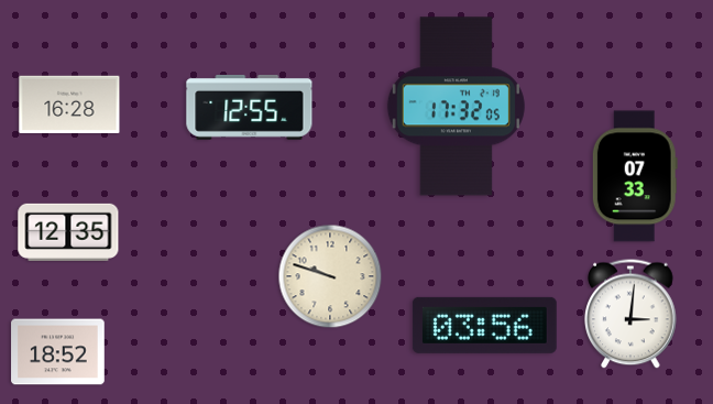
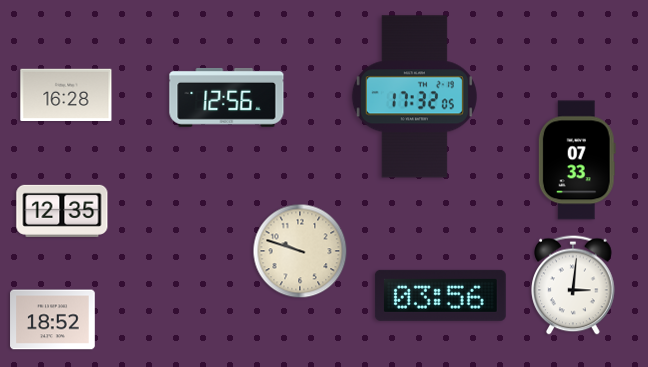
clock at (69, 103) position: (69, 103) -> (66, 94)
clock at (250, 107): 12:55 -> 12:56
